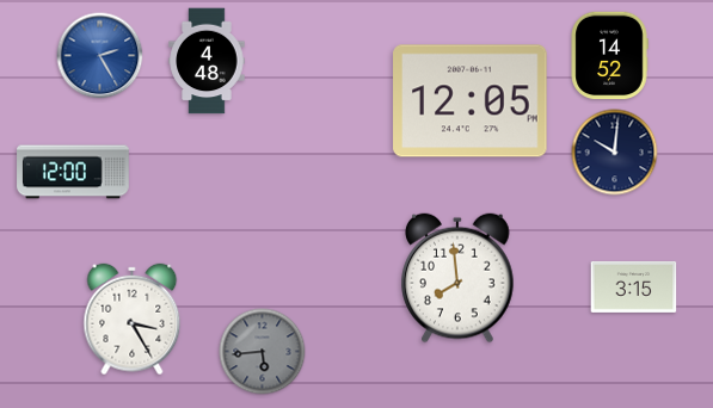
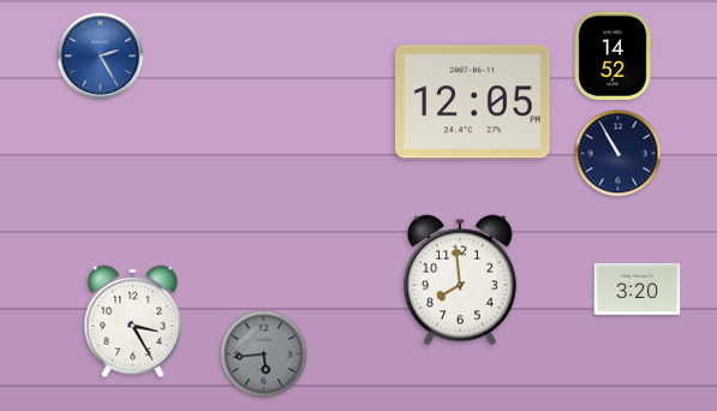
clock at (207, 61): 4:48 -> none
clock at (615, 153): 10:01 -> 10:55
clock at (73, 172): 12:00 -> none
clock at (634, 286): 3:15 -> 3:20
